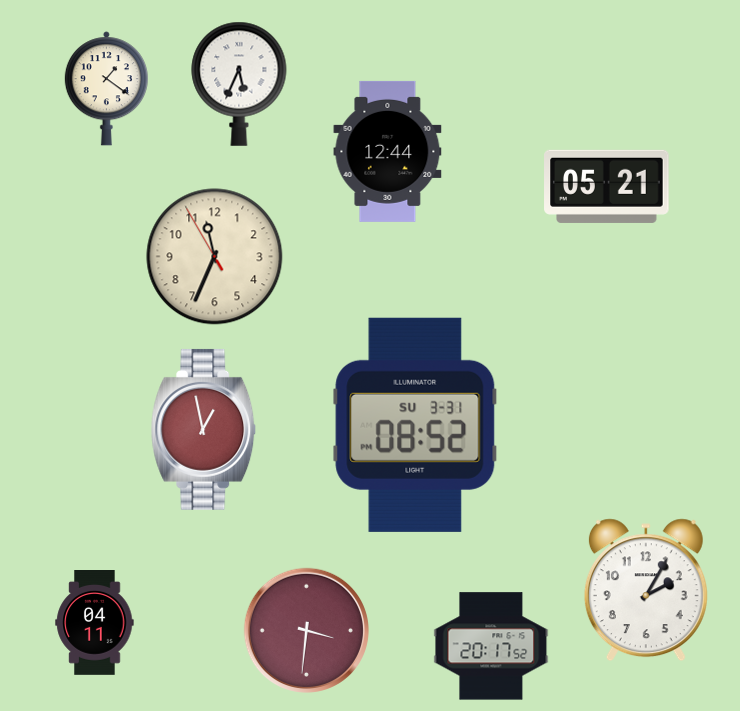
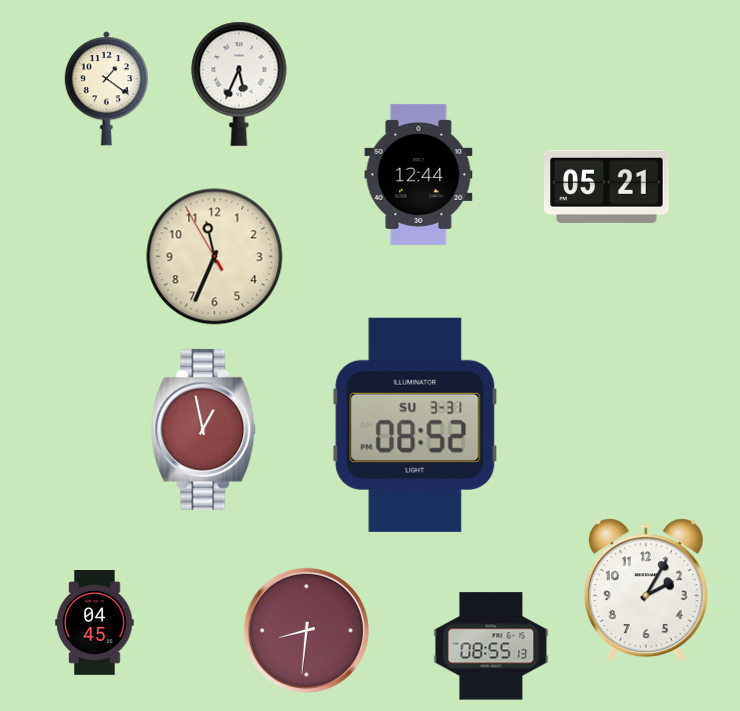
clock at (388, 151) position: (388, 151) -> (419, 174)
clock at (95, 623): 04:11 -> 04:45
clock at (306, 630): 3:31 -> 8:31
clock at (491, 646): 20:17 -> 08:55
